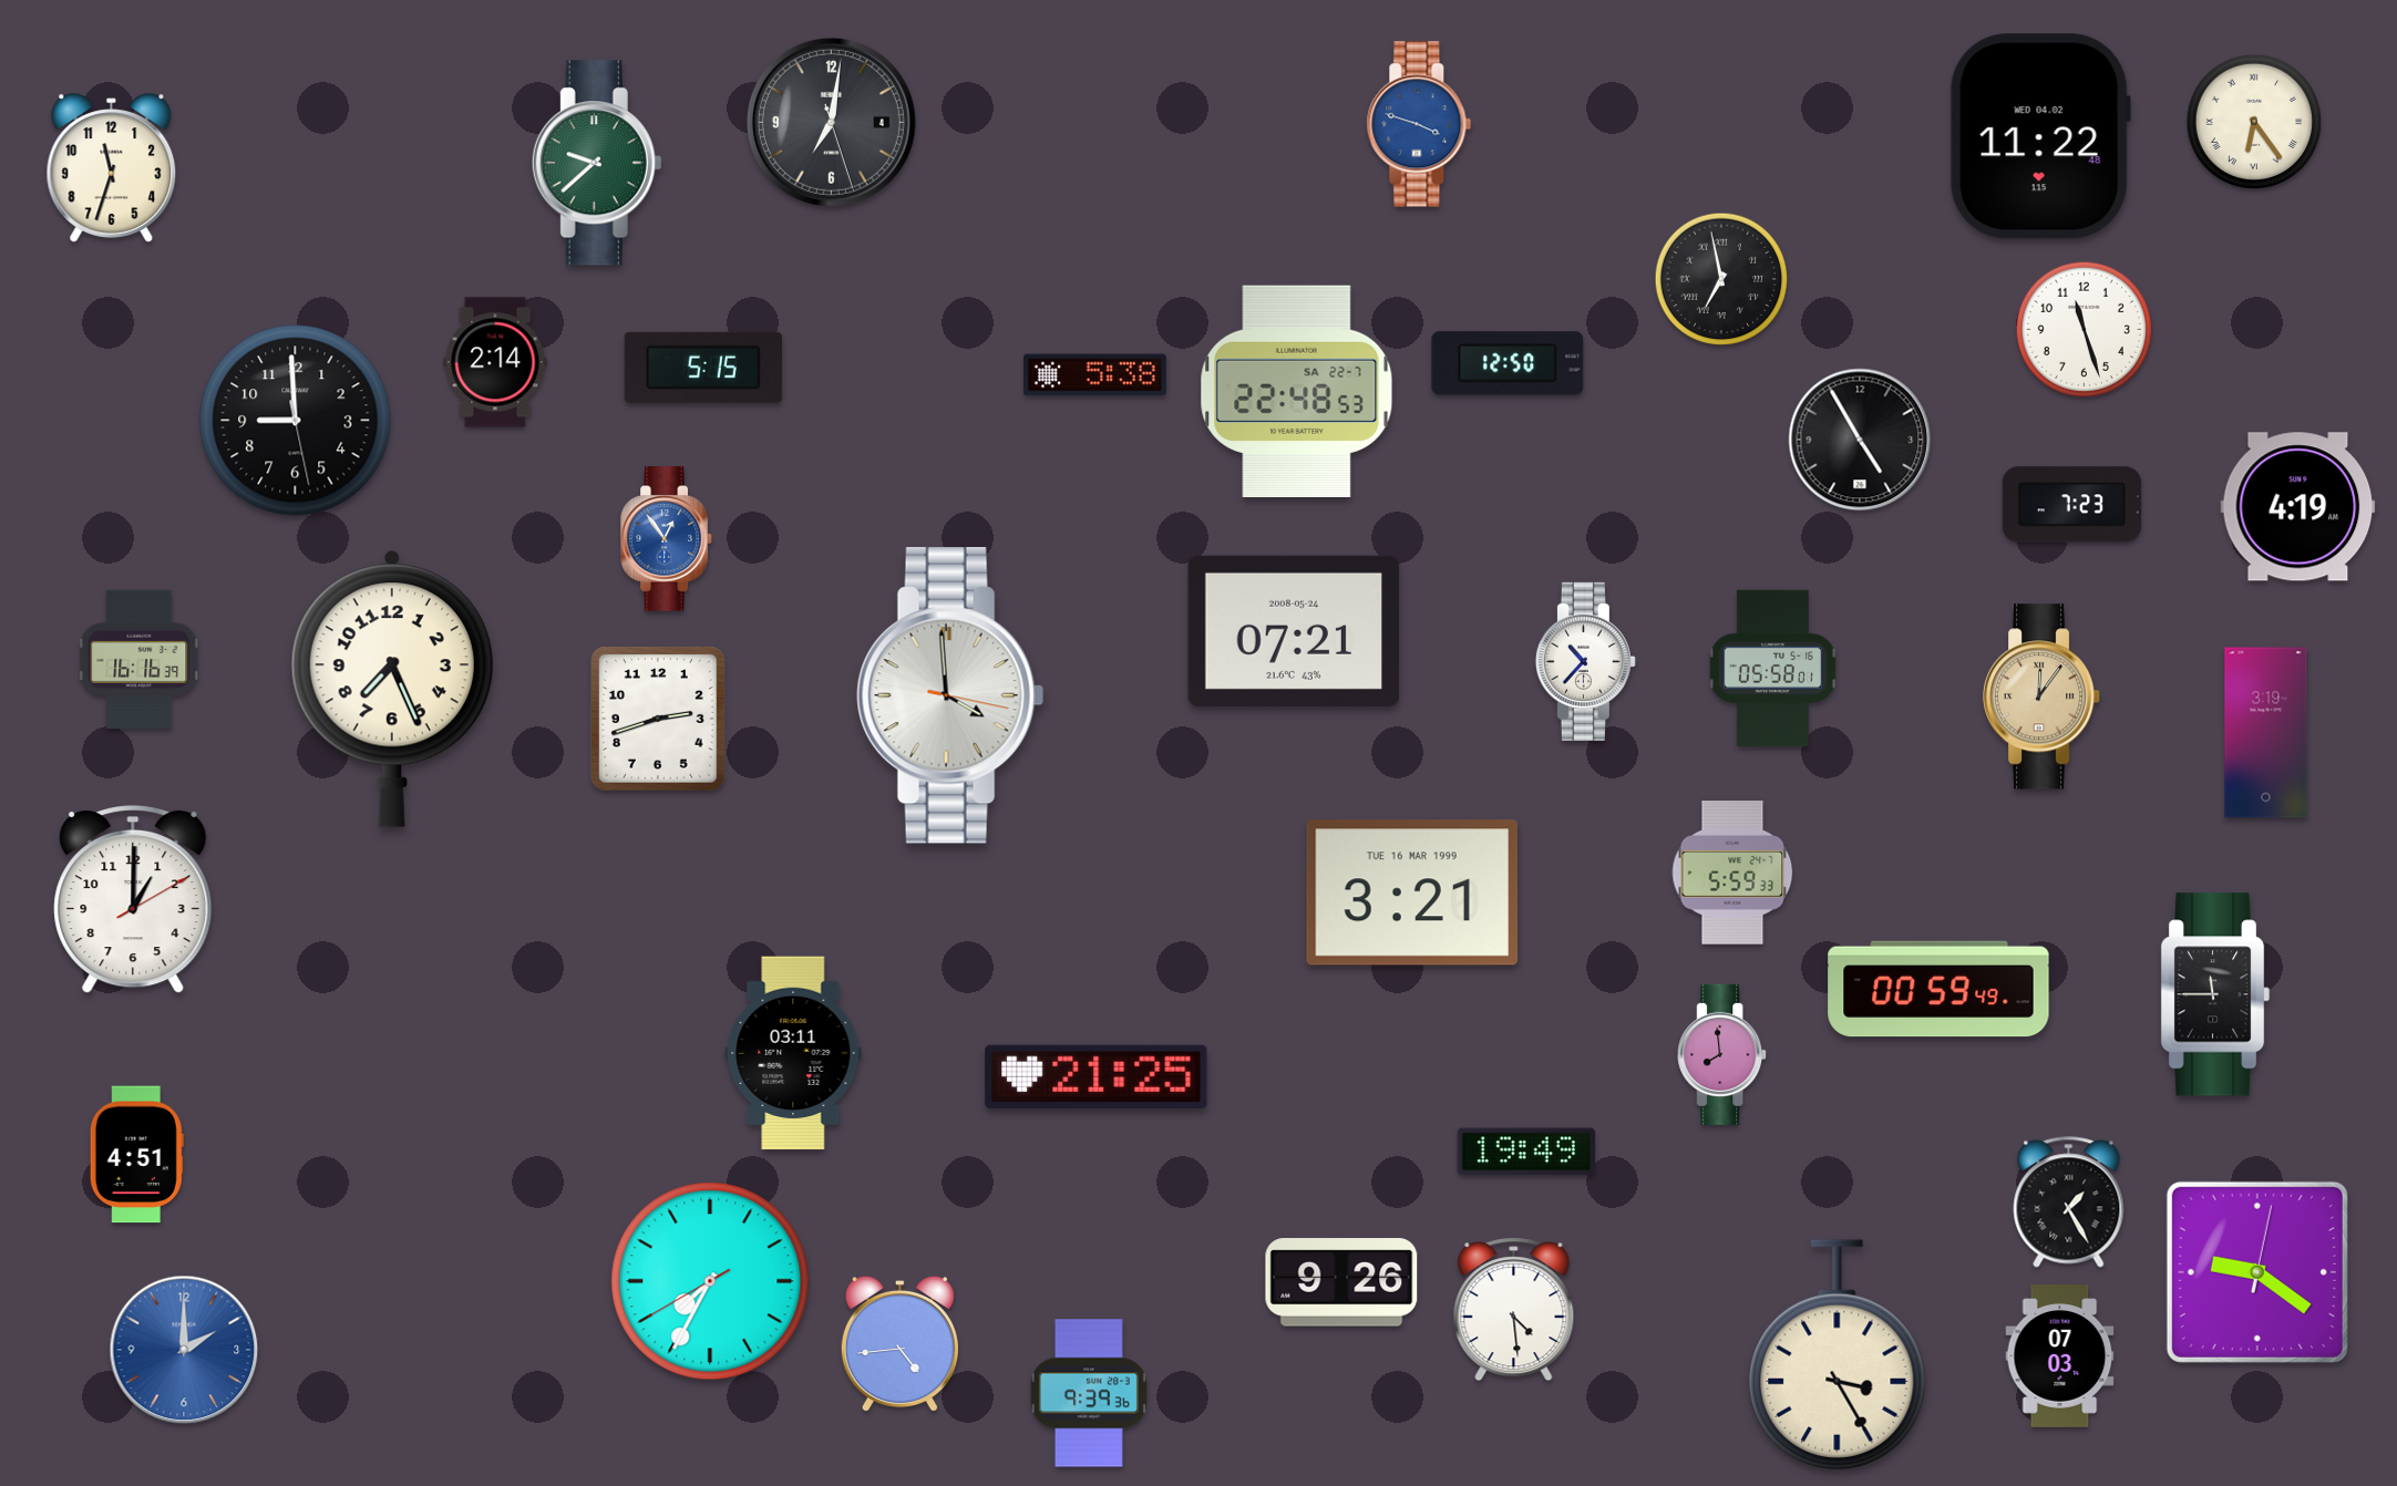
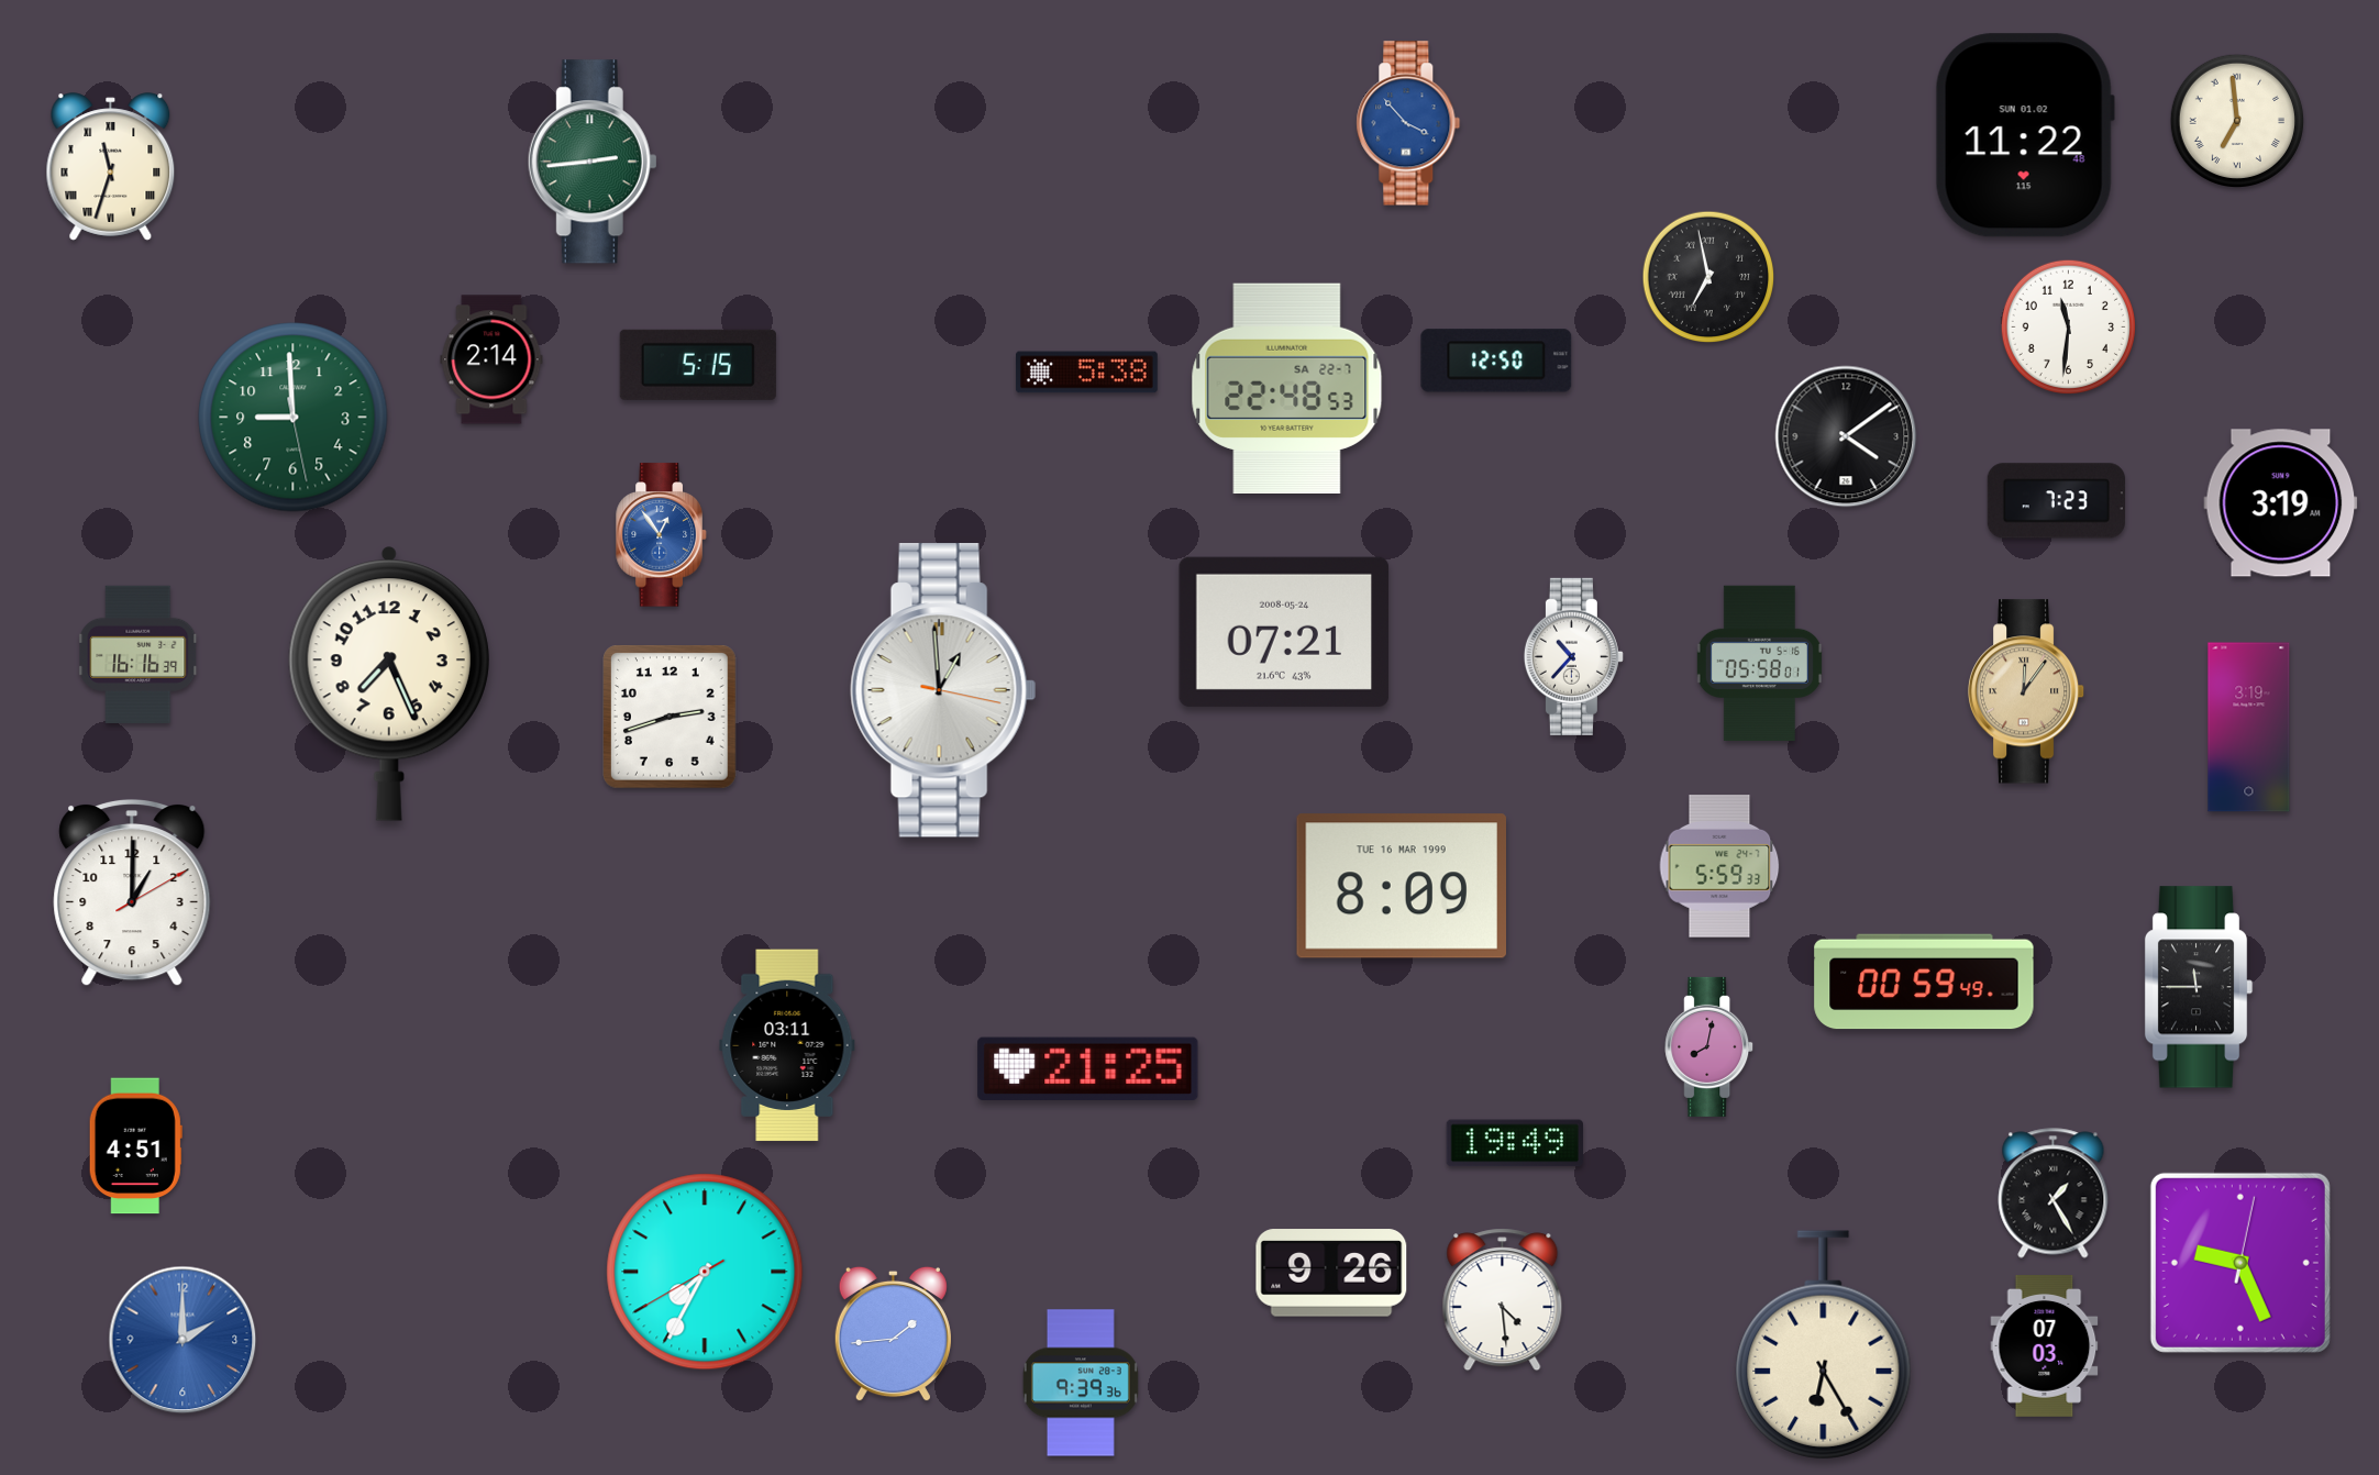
clock at (2253, 121): 6:24 -> 6:59
clock at (831, 122): 7:01 -> none
clock at (1419, 124): 3:48 -> 3:53
clock at (2040, 136) date: WED 04.02 -> SUN 01.02
clock at (597, 163): 9:38 -> 2:44
clock at (112, 168) numerals: Arabic -> Roman
clock at (2084, 329): 11:27 -> 11:31
clock at (296, 421) dial: black -> green
clock at (1860, 440): 4:55 -> 4:09
clock at (2298, 507): 4:19 -> 3:19
clock at (1294, 631) position: (1294, 631) -> (1284, 632)
clock at (950, 695): 3:59 -> 12:59
clock at (659, 720) position: (659, 720) -> (671, 718)
clock at (1411, 892): 3:21 -> 8:09
clock at (1722, 1054): 7:59 -> 8:02
clock at (2257, 1272): 9:21 -> 9:26
clock at (899, 1344): 4:44 -> 1:44
clock at (1838, 1355): 3:25 -> 6:25
